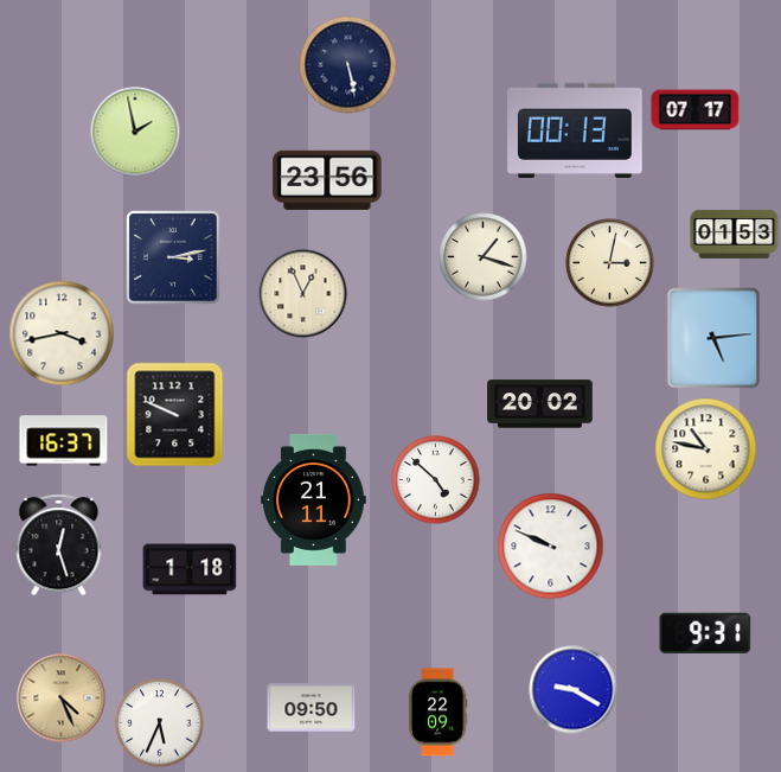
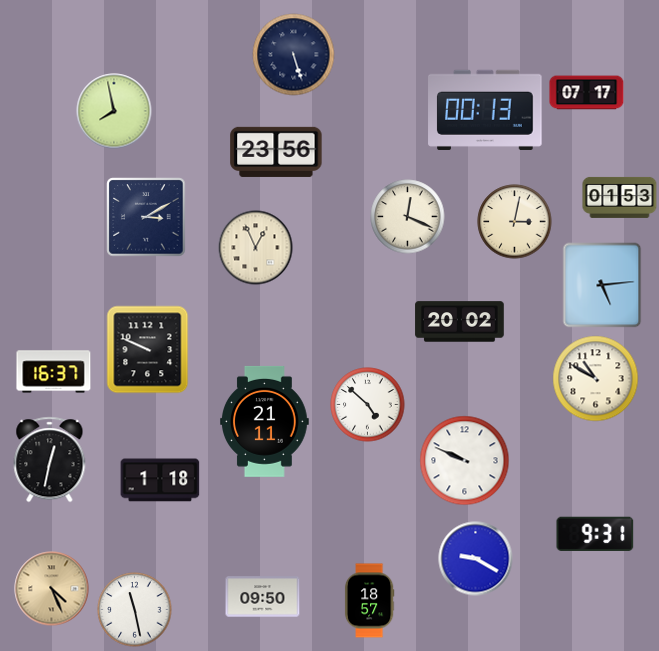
clock at (348, 65): 5:28 -> 5:27
clock at (135, 132): 1:58 -> 7:58
clock at (173, 257): 3:13 -> 3:10
clock at (484, 257): 1:18 -> 12:19
clock at (62, 333): 3:43 -> none
clock at (540, 404) position: (540, 404) -> (460, 322)
clock at (706, 449): 10:47 -> 10:50
clock at (59, 545): 12:27 -> 12:32
clock at (574, 690) position: (574, 690) -> (476, 559)
clock at (437, 713): 22:09 -> 18:57
clock at (160, 723): 5:34 -> 11:28
